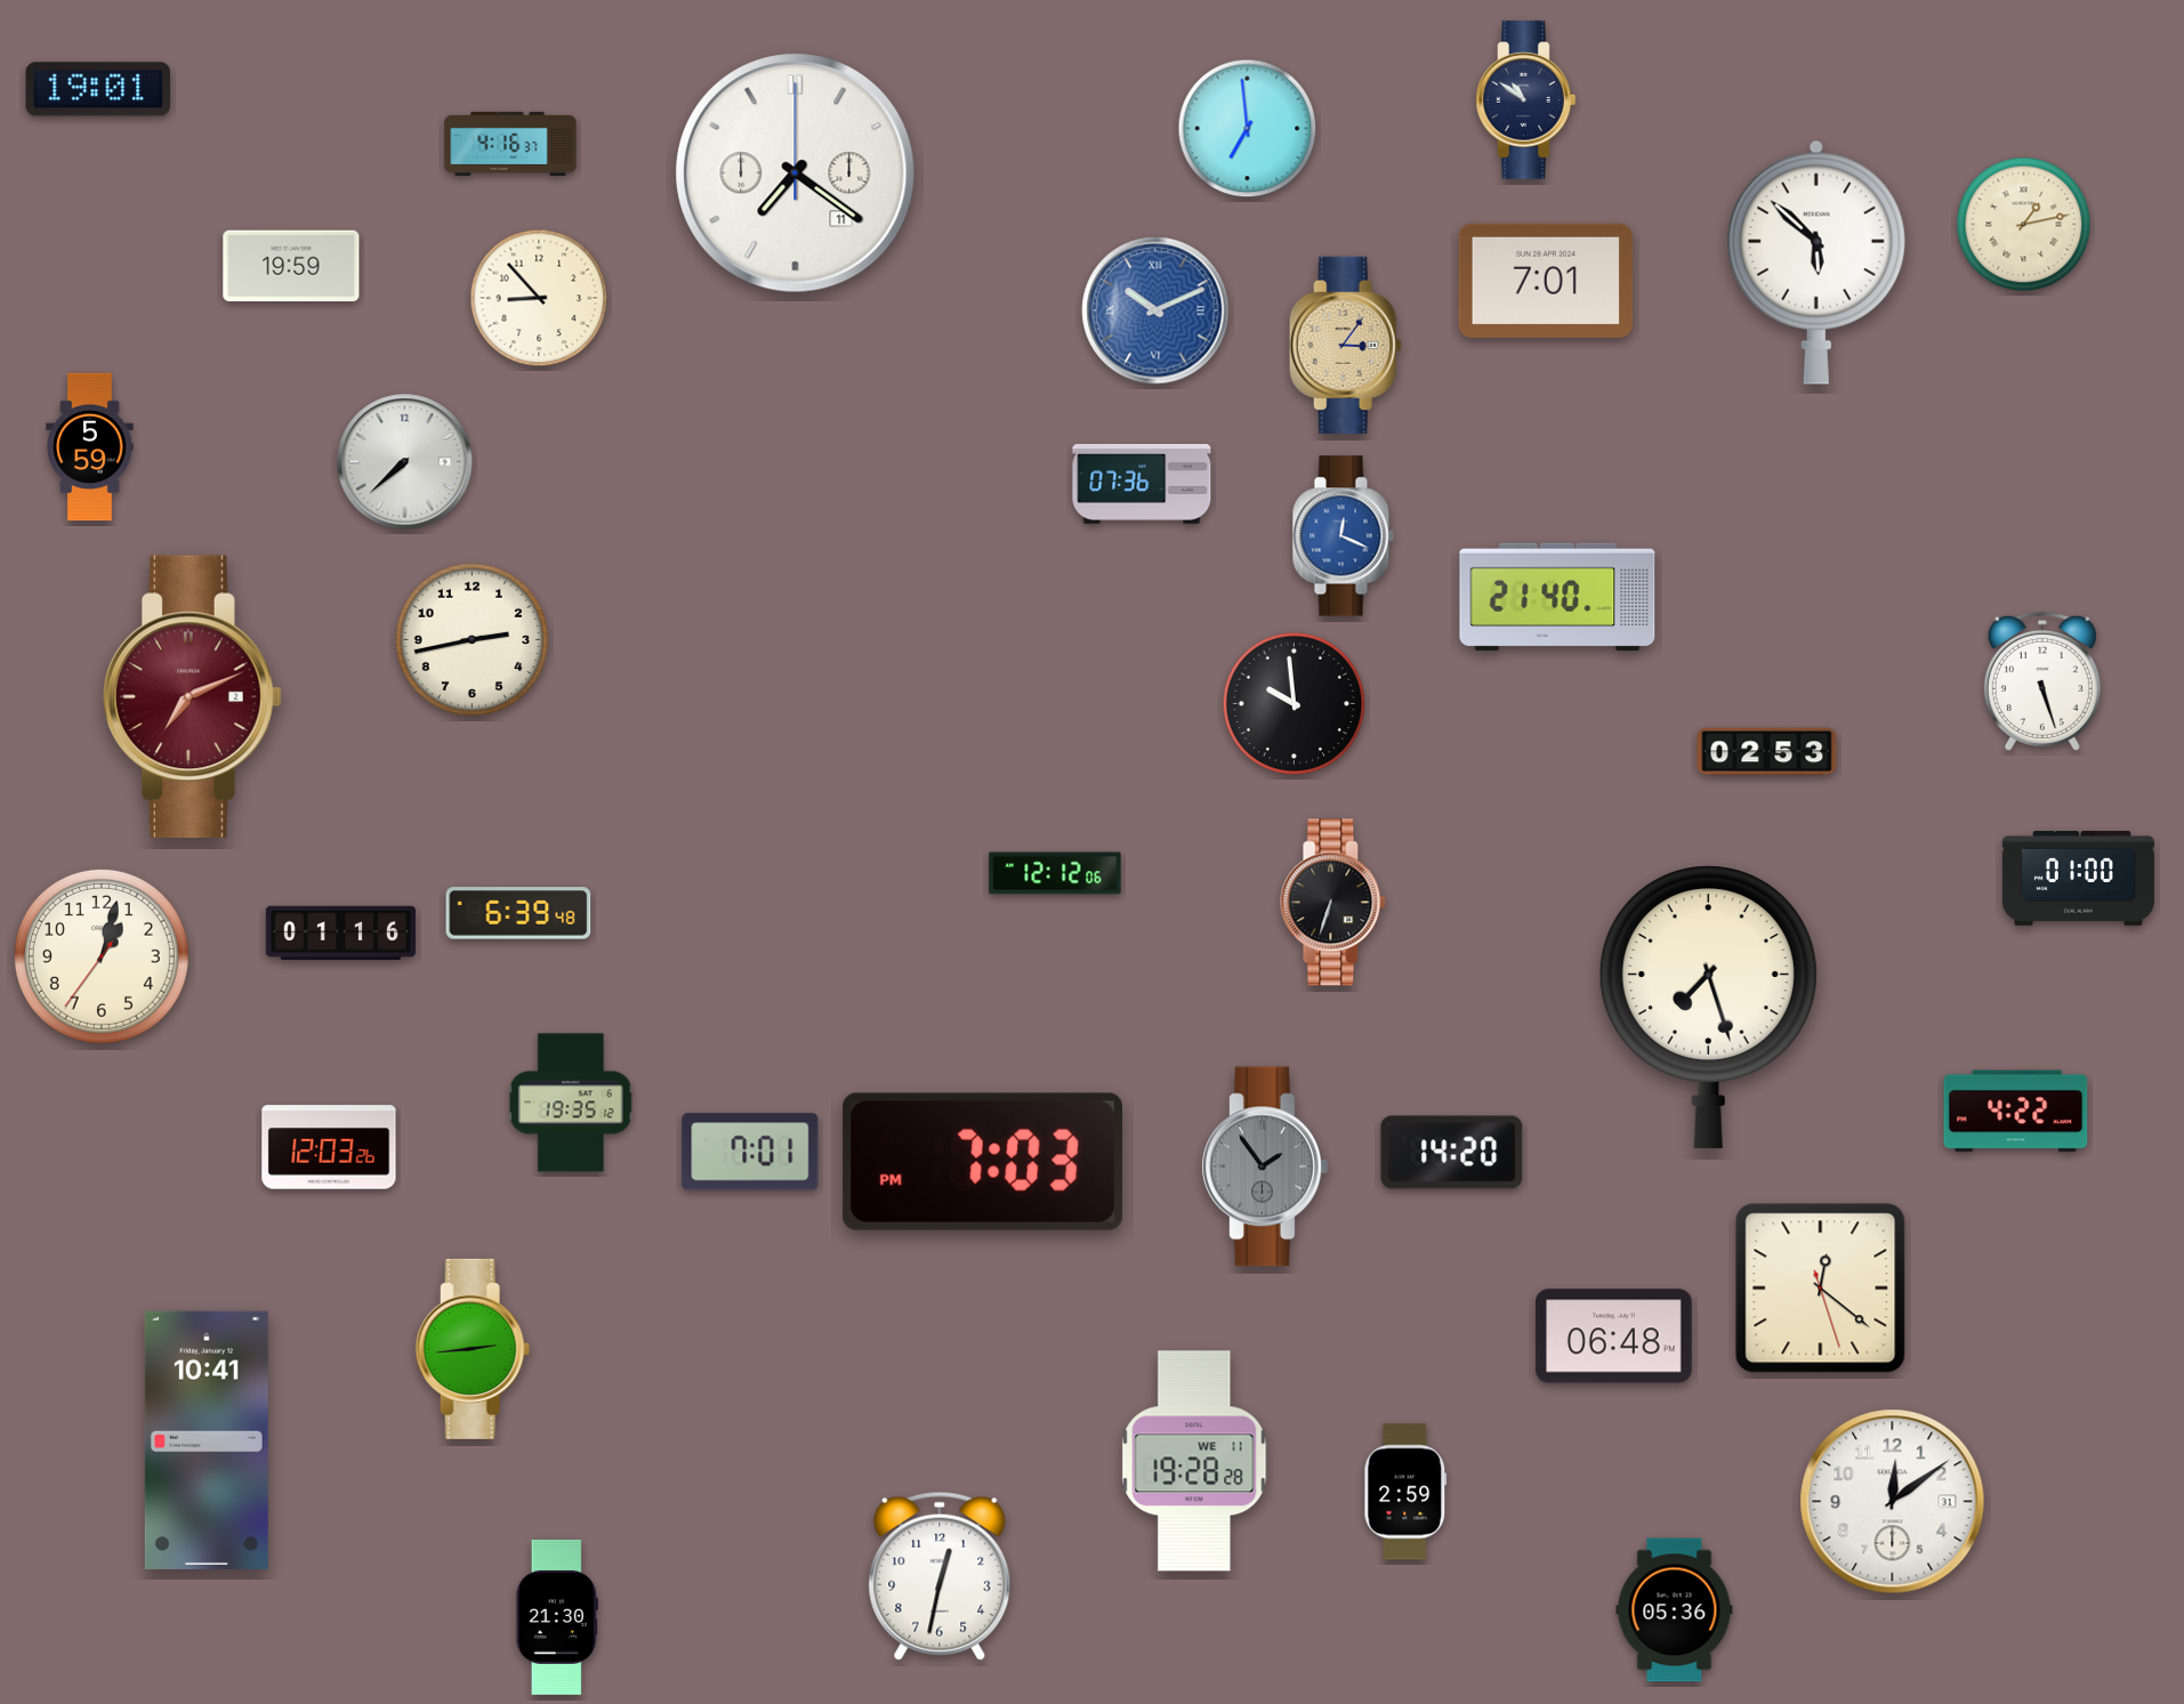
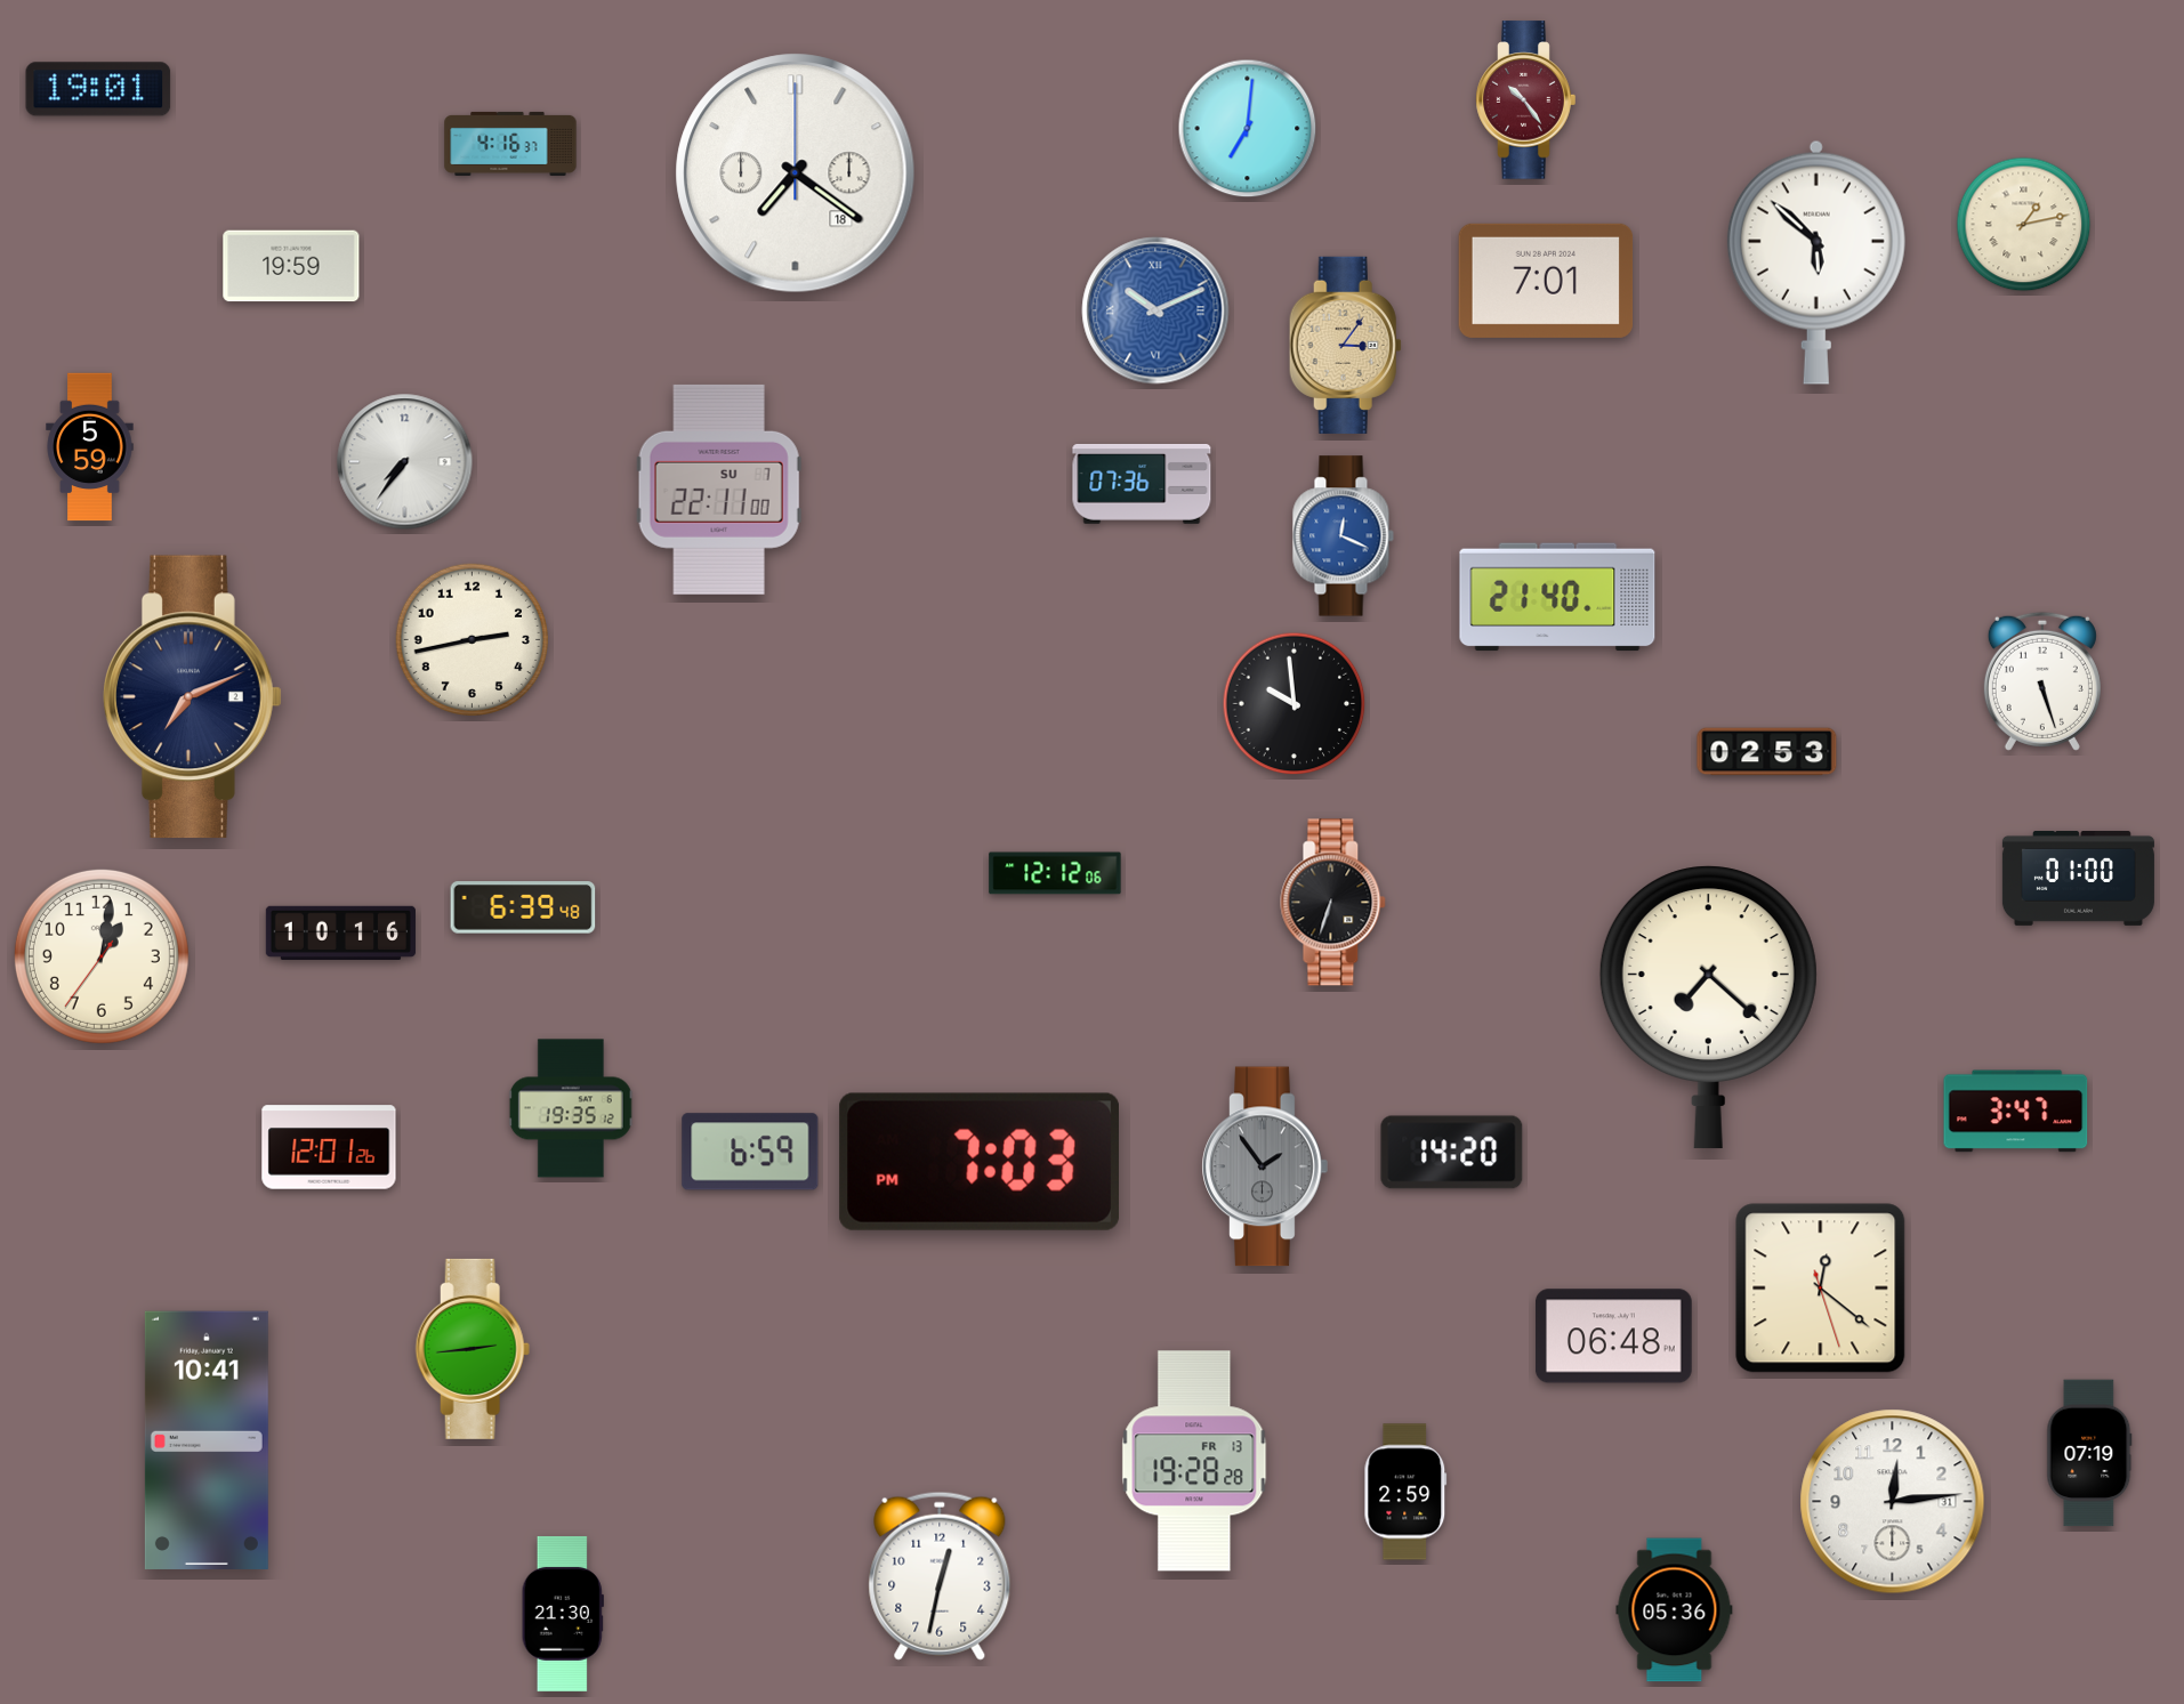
clock at (1526, 100): 10:51 -> 10:24
clock at (1526, 100) dial: navy -> burgundy
clock at (1248, 129): 6:59 -> 7:01
clock at (796, 173) date: 11 -> 18
clock at (539, 298): 8:53 -> none
clock at (405, 462): 7:38 -> 7:36
clock at (719, 490): none -> 22:11
clock at (193, 697) dial: burgundy -> navy
clock at (518, 913) position: (518, 913) -> (523, 907)
clock at (340, 932): 01:16 -> 10:16
clock at (102, 956): 1:02 -> 1:01
clock at (1708, 1008): 7:27 -> 7:22
clock at (571, 1103) position: (571, 1103) -> (571, 1108)
clock at (2016, 1112): 4:22 -> 3:47
clock at (329, 1147): 12:03 -> 12:01
clock at (750, 1152): 7:01 -> 6:59
clock at (983, 1162) position: (983, 1162) -> (980, 1162)
clock at (2089, 1453): none -> 07:19
clock at (1194, 1461) date: WE 11 -> FR 13
clock at (1893, 1502): 12:09 -> 12:14
clock at (557, 1617) position: (557, 1617) -> (563, 1614)
